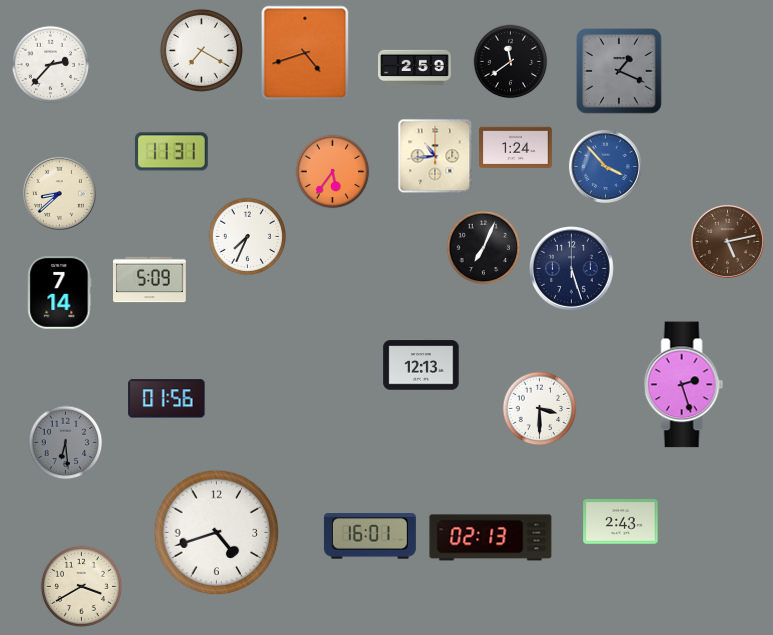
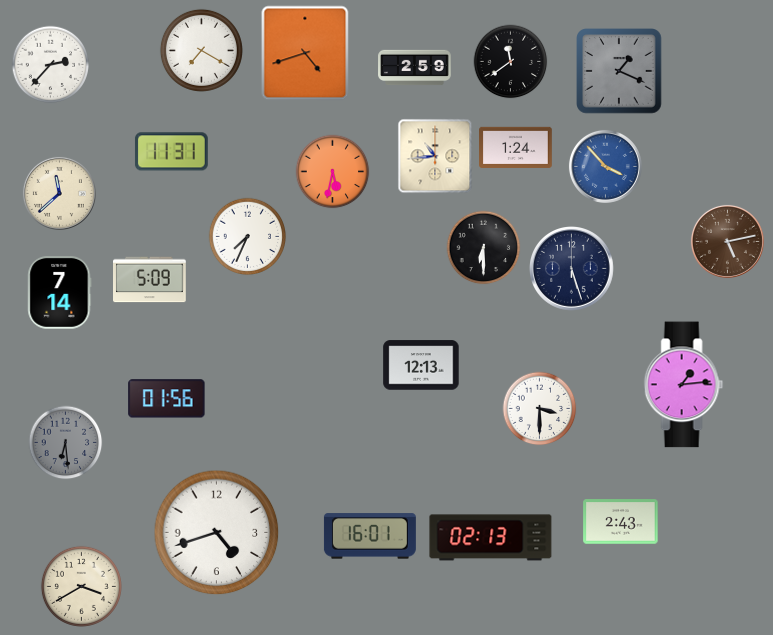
clock at (333, 172): 5:36 -> 5:32
clock at (59, 193): 8:38 -> 11:38
clock at (484, 248): 7:04 -> 6:30
clock at (684, 385): 2:27 -> 1:14
